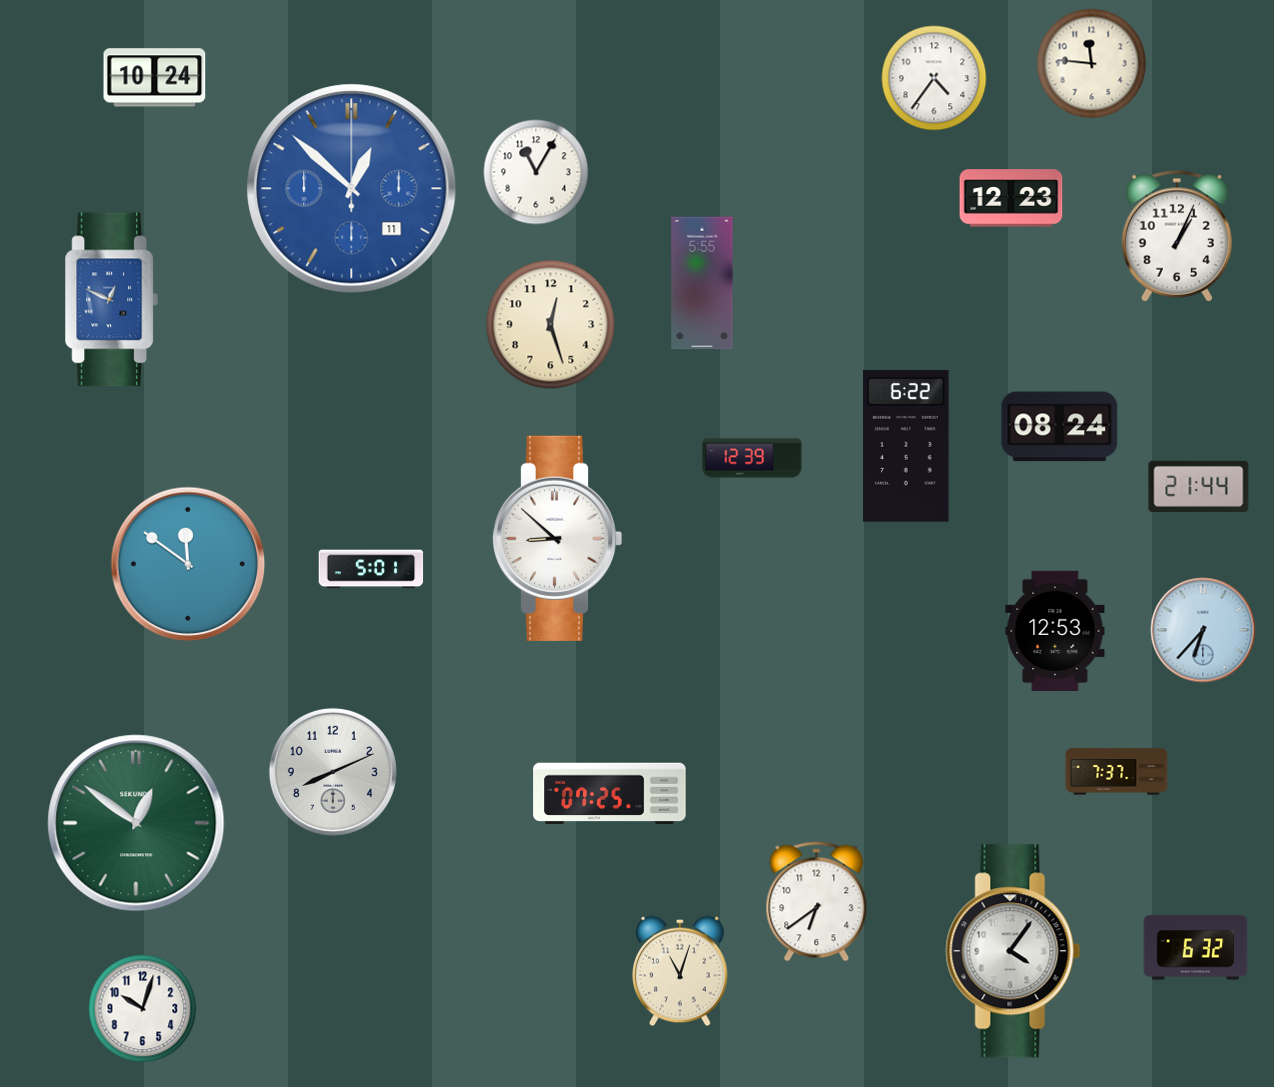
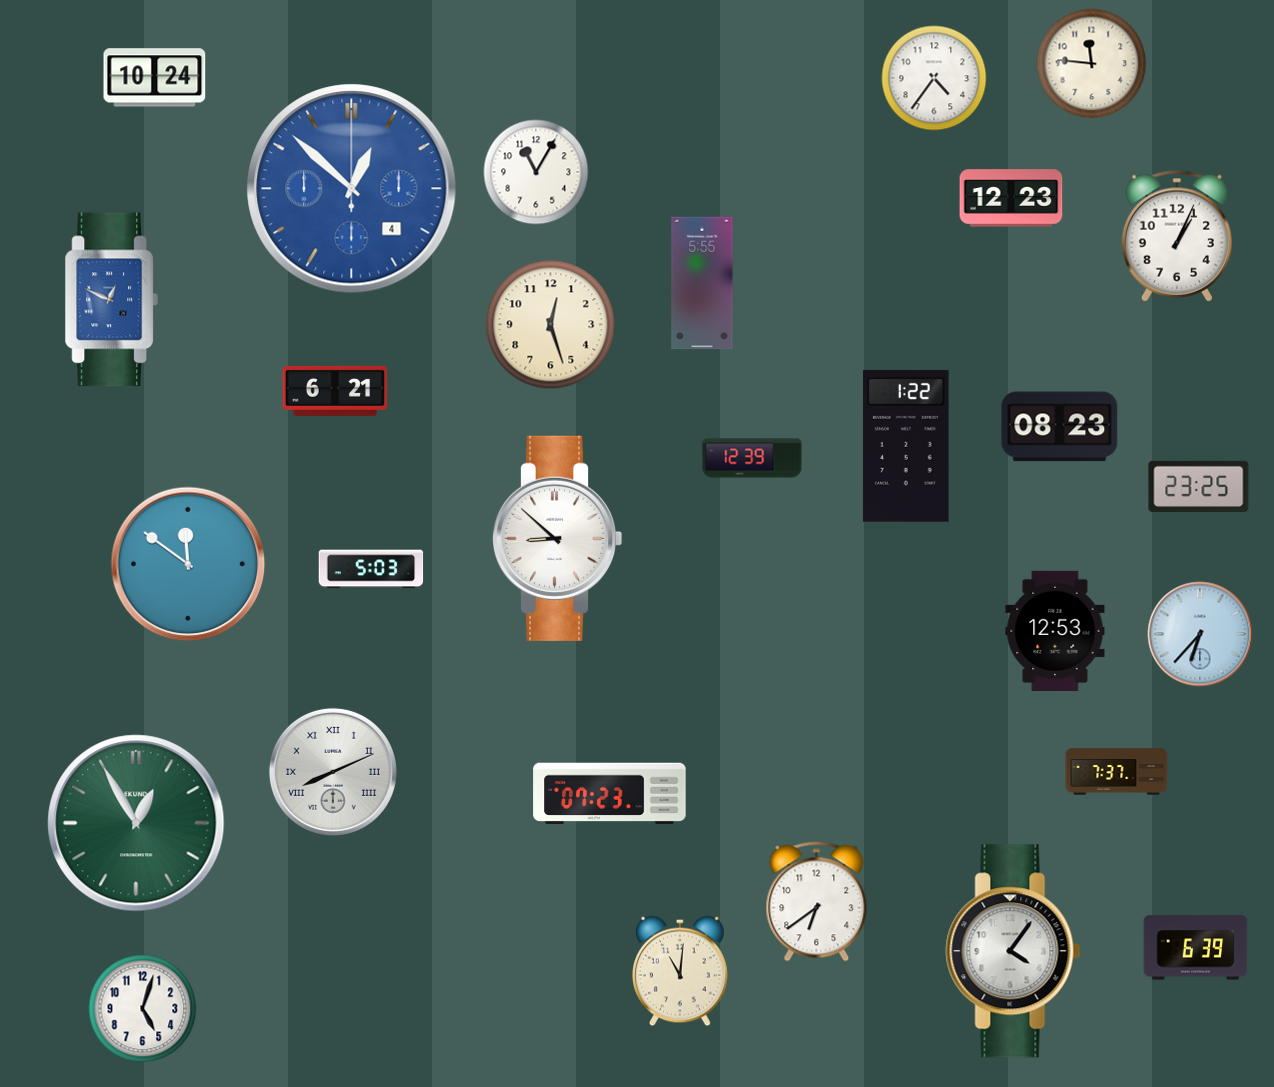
clock at (352, 189) date: 11 -> 4
clock at (335, 391): none -> 6:21
clock at (1060, 427): 08:24 -> 08:23
clock at (907, 446): 6:22 -> 1:22
clock at (1199, 486): 21:44 -> 23:25
clock at (371, 569): 5:01 -> 5:03
clock at (1203, 630) position: (1203, 630) -> (1200, 634)
clock at (333, 772) numerals: Arabic -> Roman
clock at (610, 794): 07:25 -> 07:23
clock at (136, 823): 12:51 -> 12:55
clock at (1196, 948): 6:32 -> 6:39
clock at (681, 971): 11:03 -> 11:01
clock at (143, 1009): 10:03 -> 5:03
